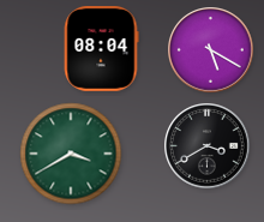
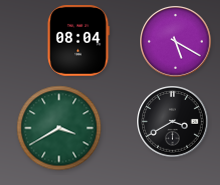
clock at (101, 49) position: (101, 49) -> (78, 41)
